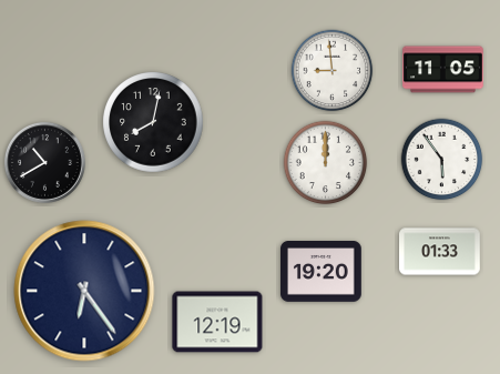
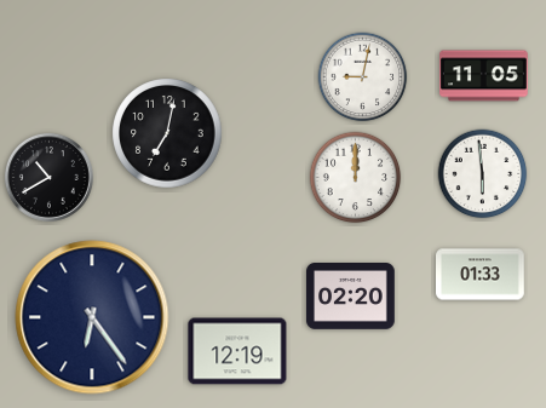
clock at (333, 71): 8:59 -> 9:02
clock at (153, 122): 8:02 -> 7:02
clock at (442, 160): 5:54 -> 5:59
clock at (322, 272): 19:20 -> 02:20
